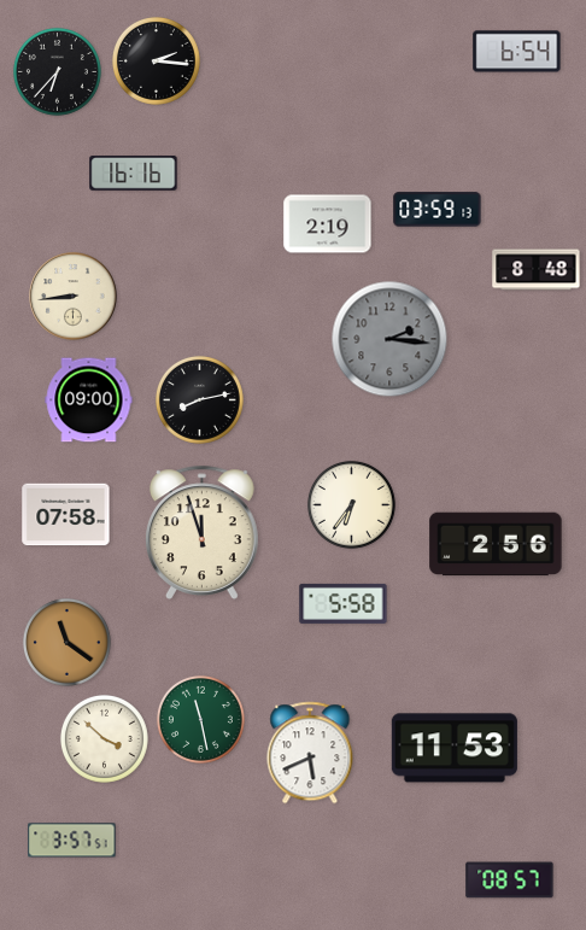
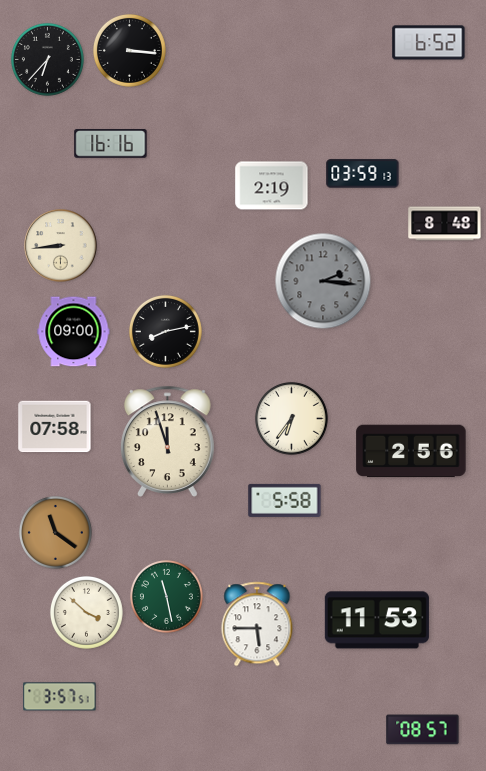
clock at (517, 52): 6:54 -> 6:52
clock at (156, 60): 2:16 -> 3:16
clock at (310, 753): 5:41 -> 5:45
